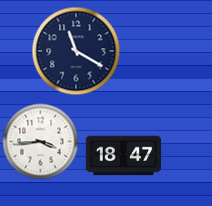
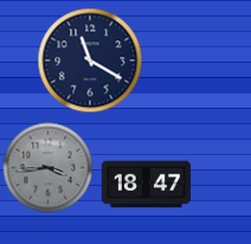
clock at (41, 142) dial: white -> grey
